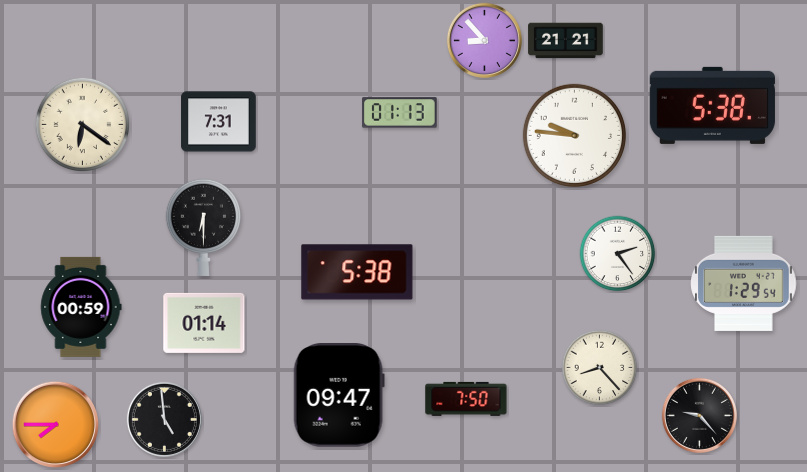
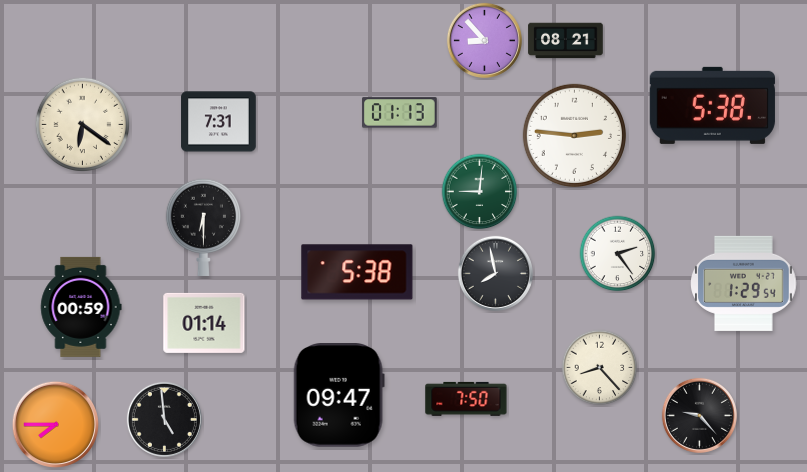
clock at (566, 41): 21:21 -> 08:21
clock at (574, 135): 9:46 -> 2:46
clock at (480, 192): none -> 9:01
clock at (495, 273): none -> 7:58
